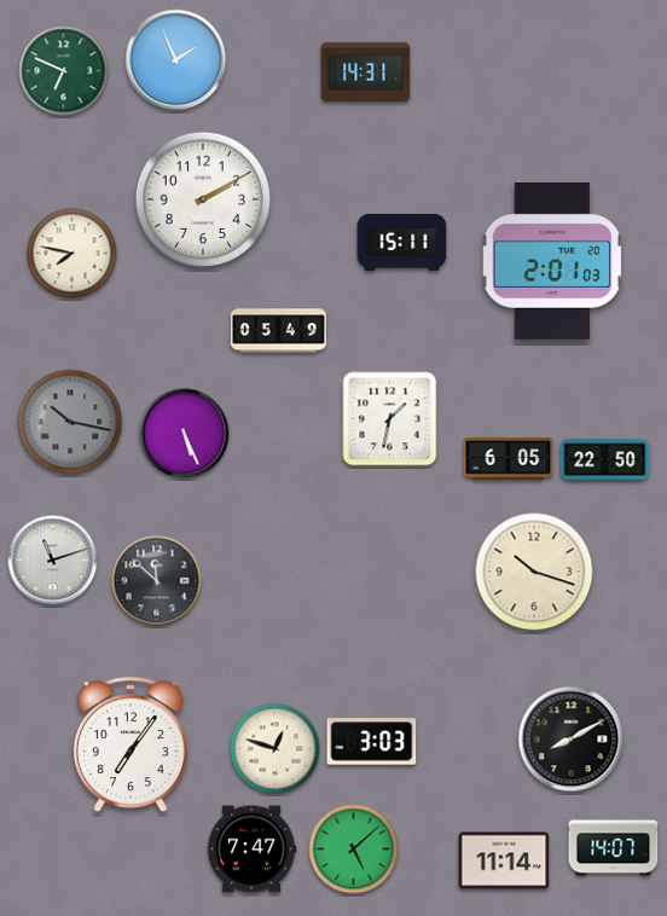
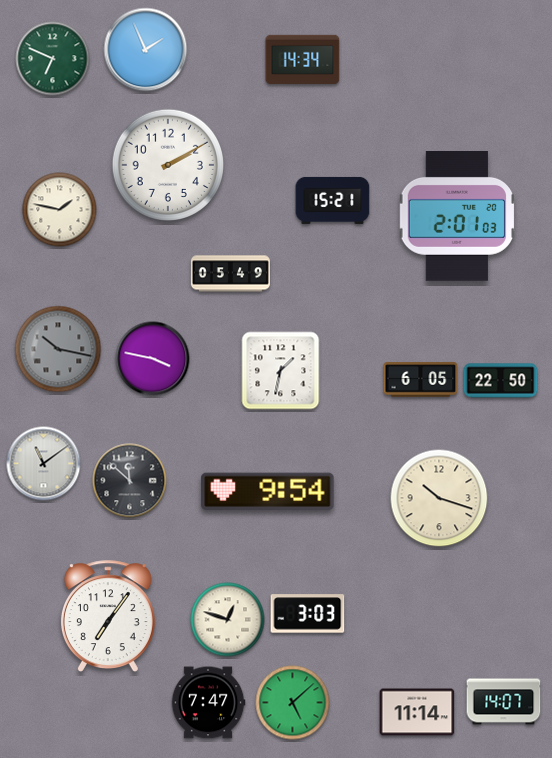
clock at (366, 71): 14:31 -> 14:34
clock at (402, 242): 15:11 -> 15:21
clock at (72, 254): 7:47 -> 1:47
clock at (390, 419) position: (390, 419) -> (281, 371)
clock at (185, 434): 5:26 -> 3:47
clock at (53, 561): 11:12 -> 11:09
clock at (534, 572) position: (534, 572) -> (439, 498)
clock at (268, 492): none -> 9:54
clock at (572, 740): 8:10 -> none
clock at (614, 848) position: (614, 848) -> (504, 702)
